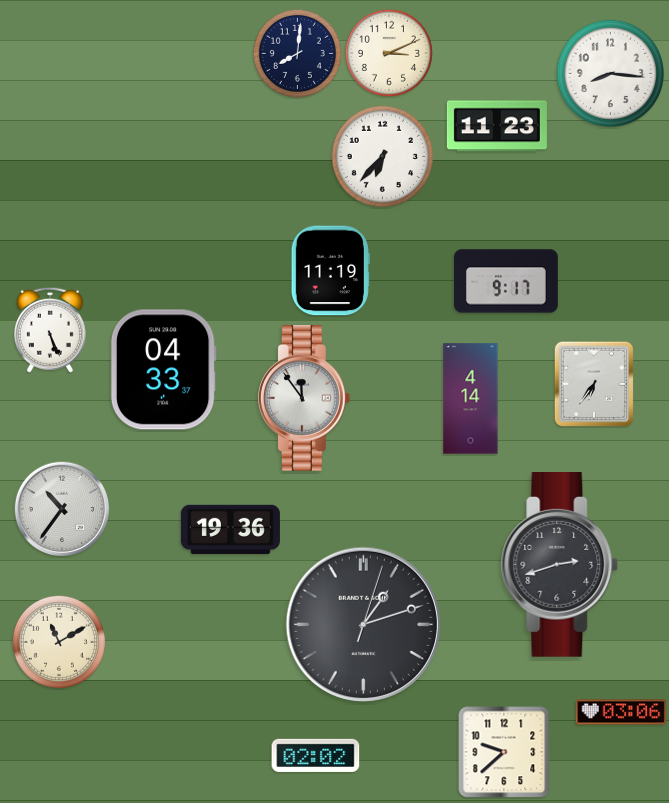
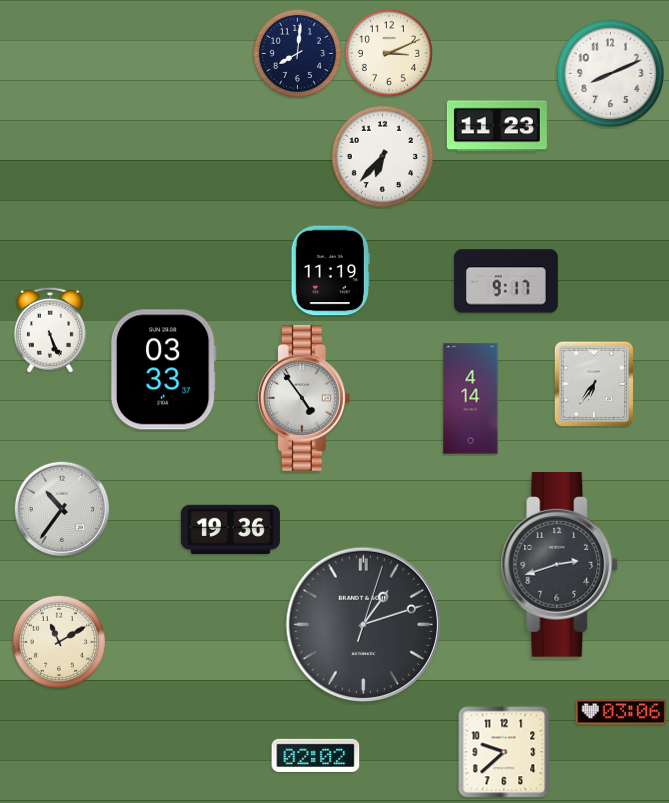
clock at (611, 74): 8:16 -> 8:11
clock at (163, 370): 04:33 -> 03:33
clock at (304, 398): 11:54 -> 4:54
